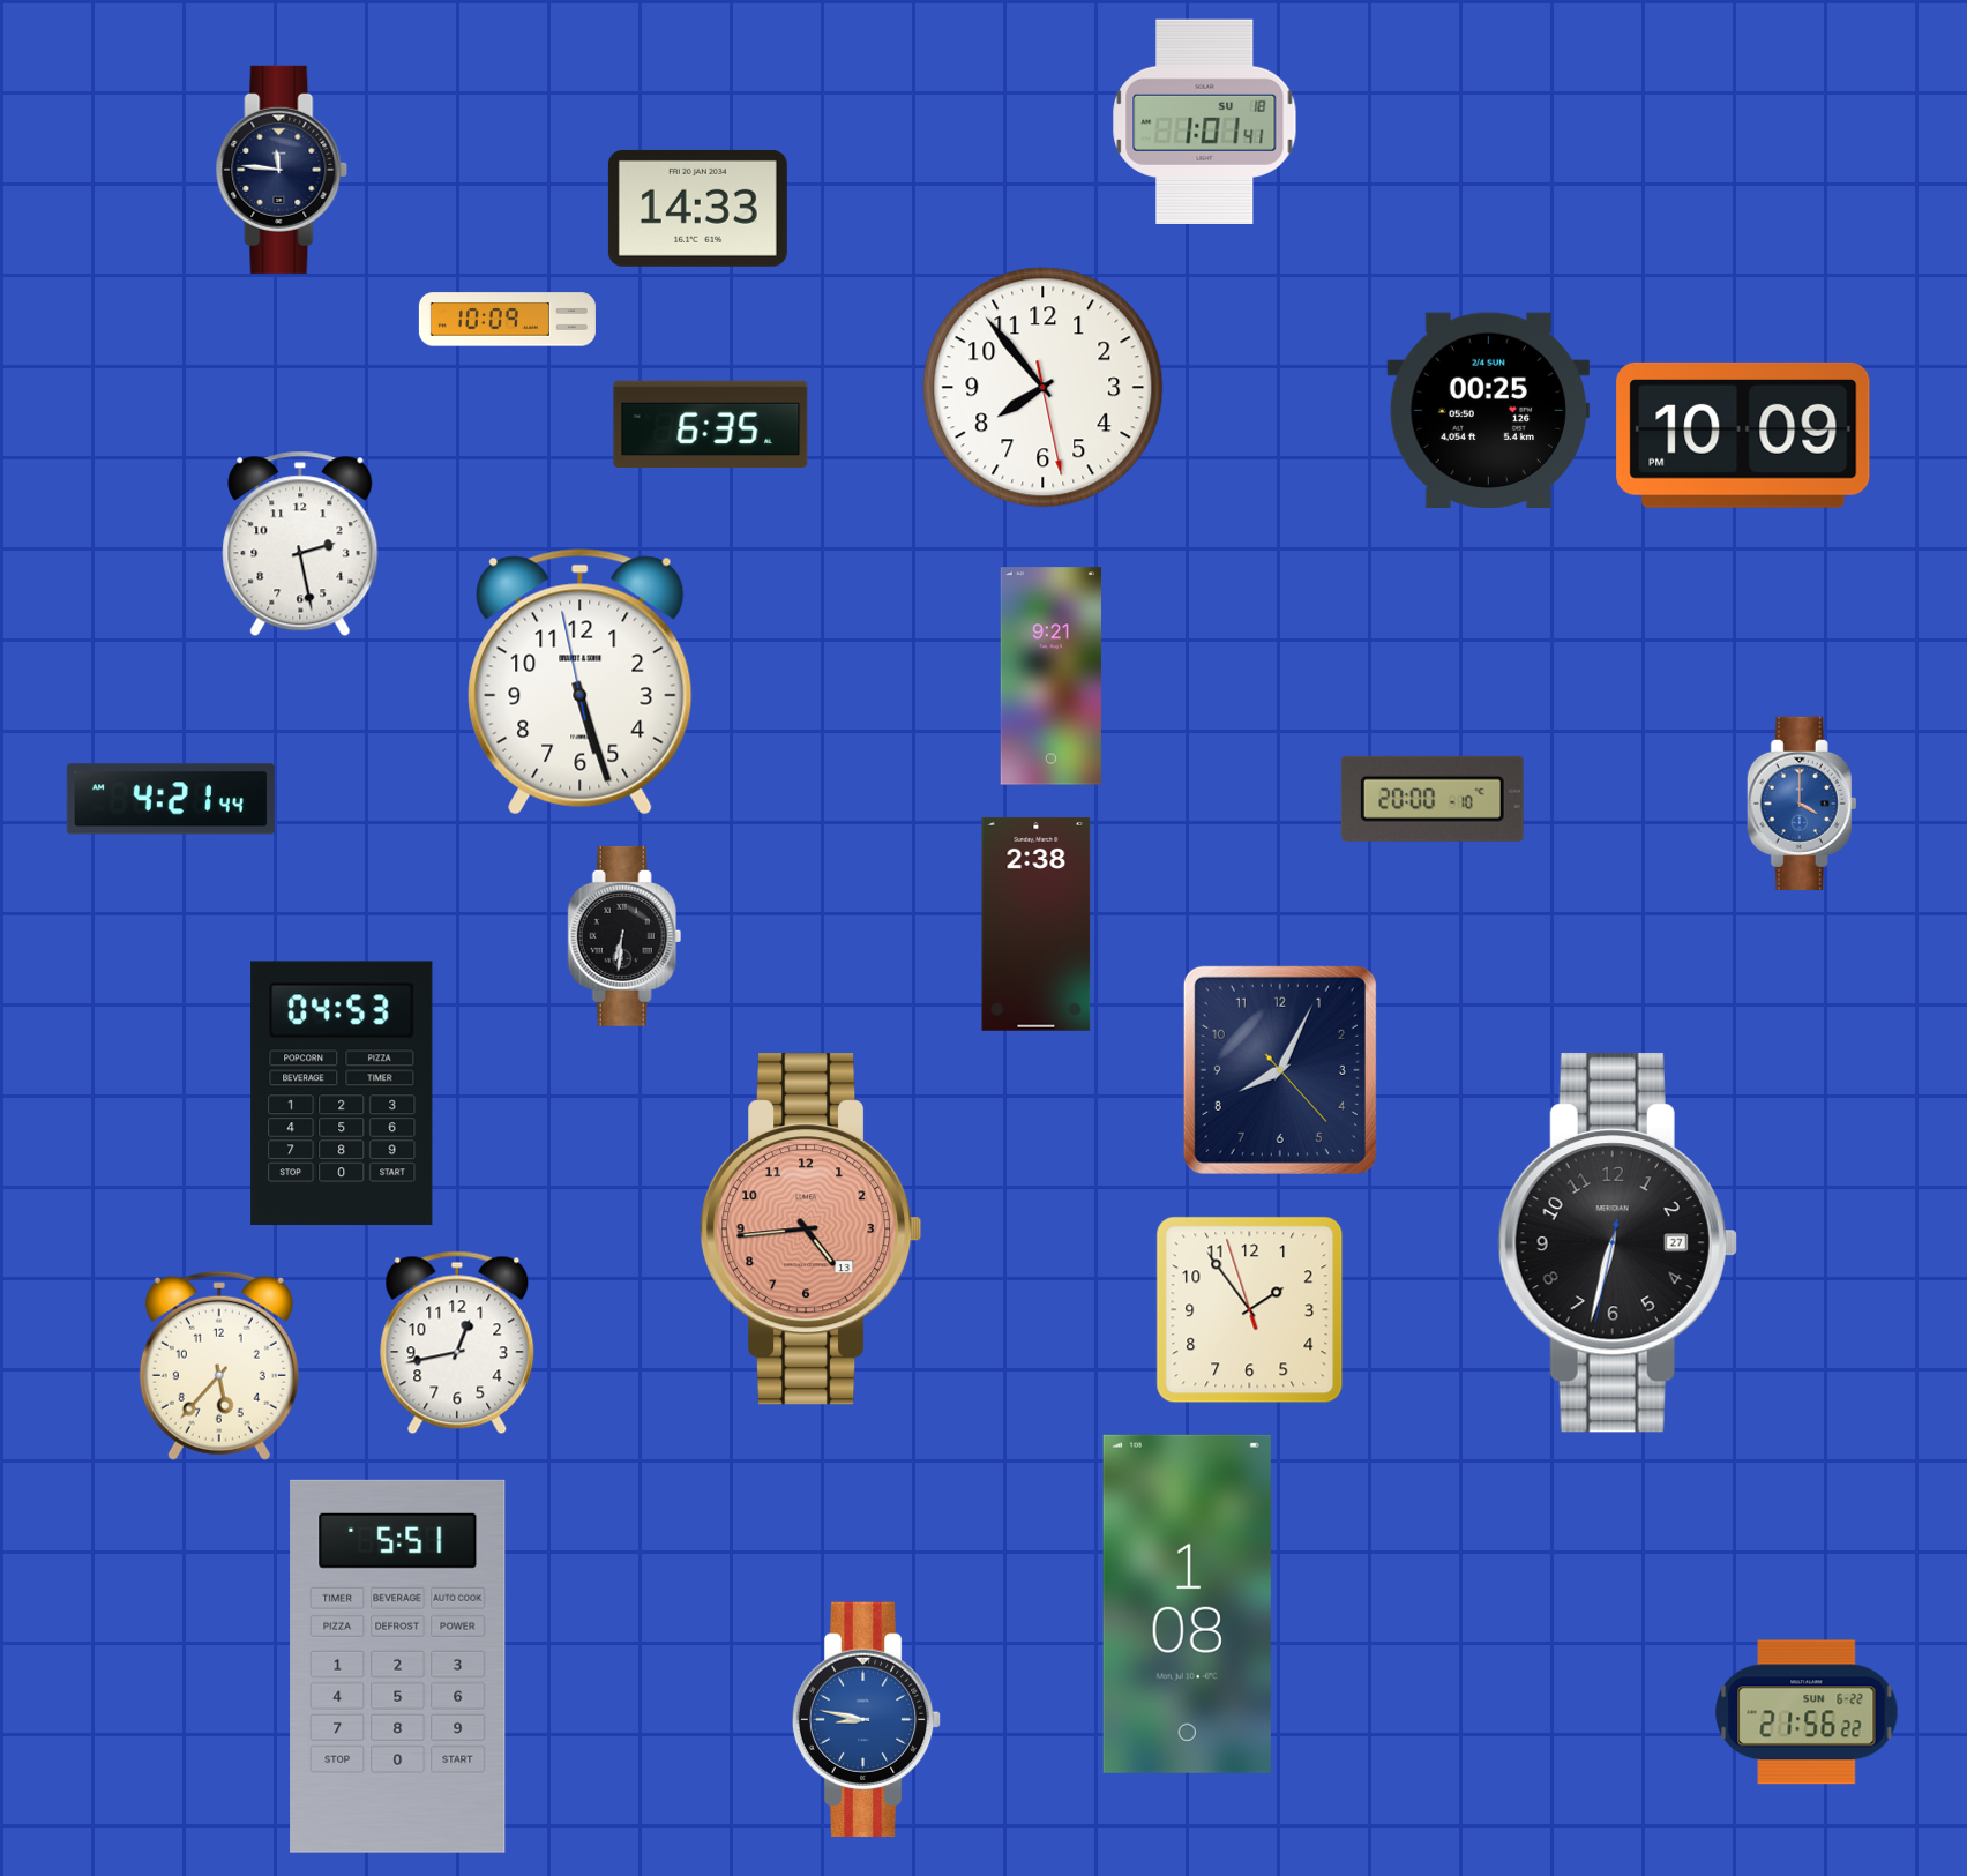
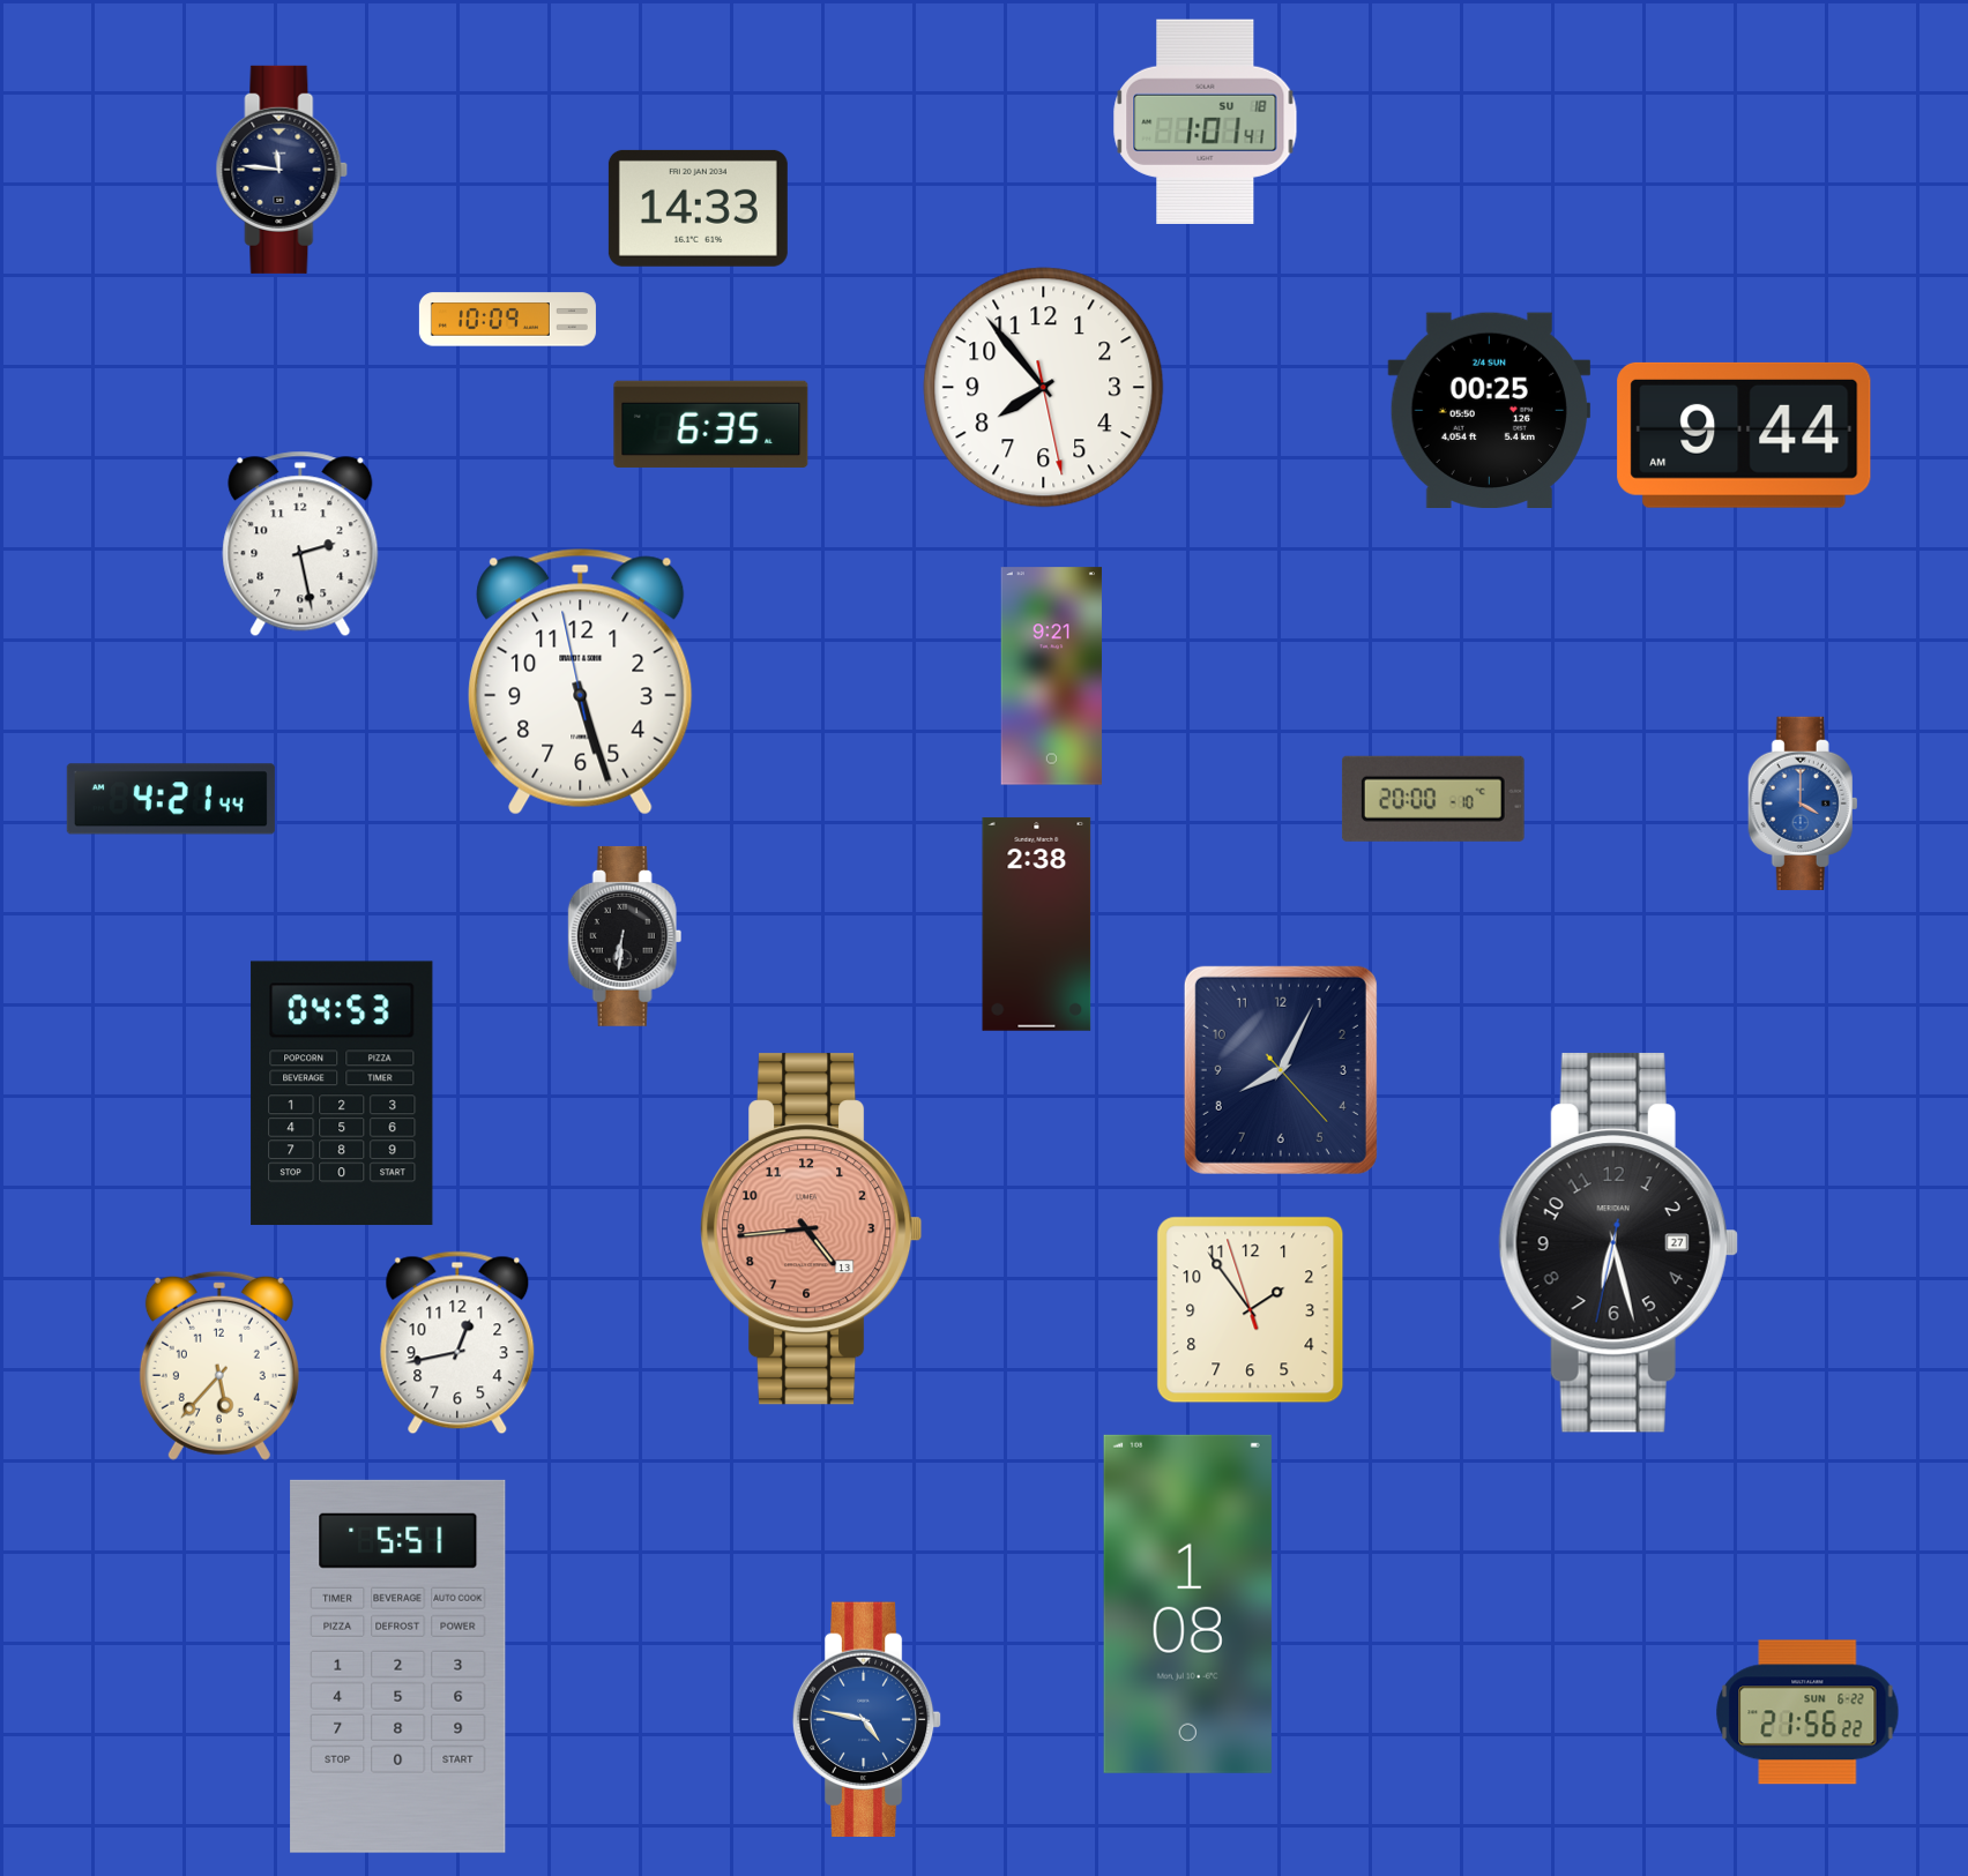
clock at (1743, 435): 10:09 -> 9:44
clock at (1617, 1242): 6:32 -> 6:27
clock at (867, 1719): 8:47 -> 4:47
